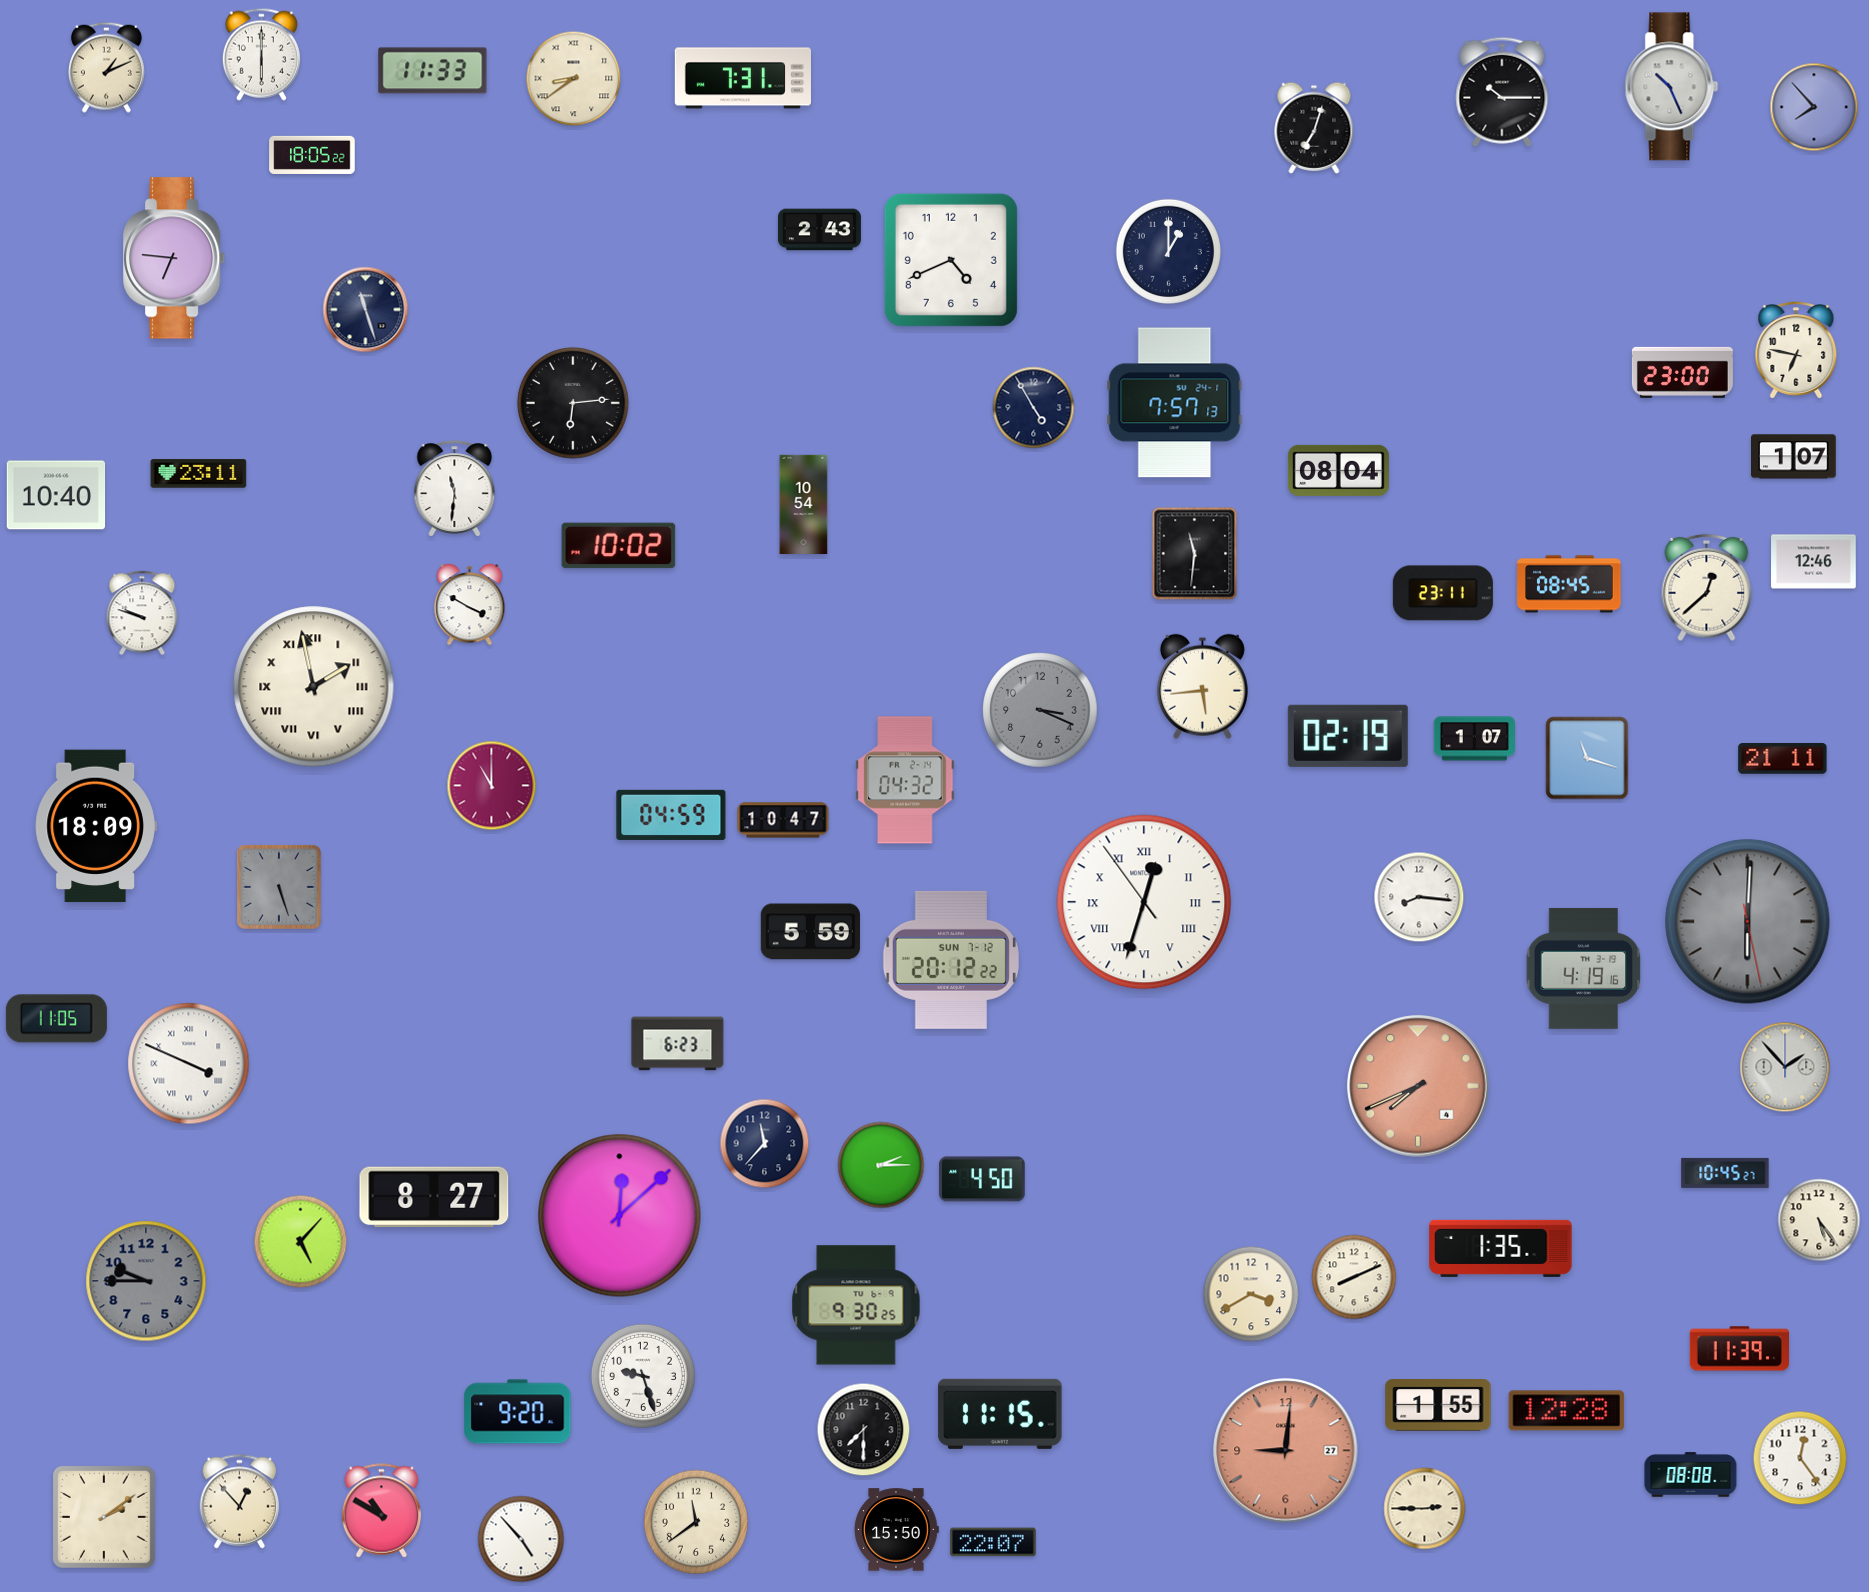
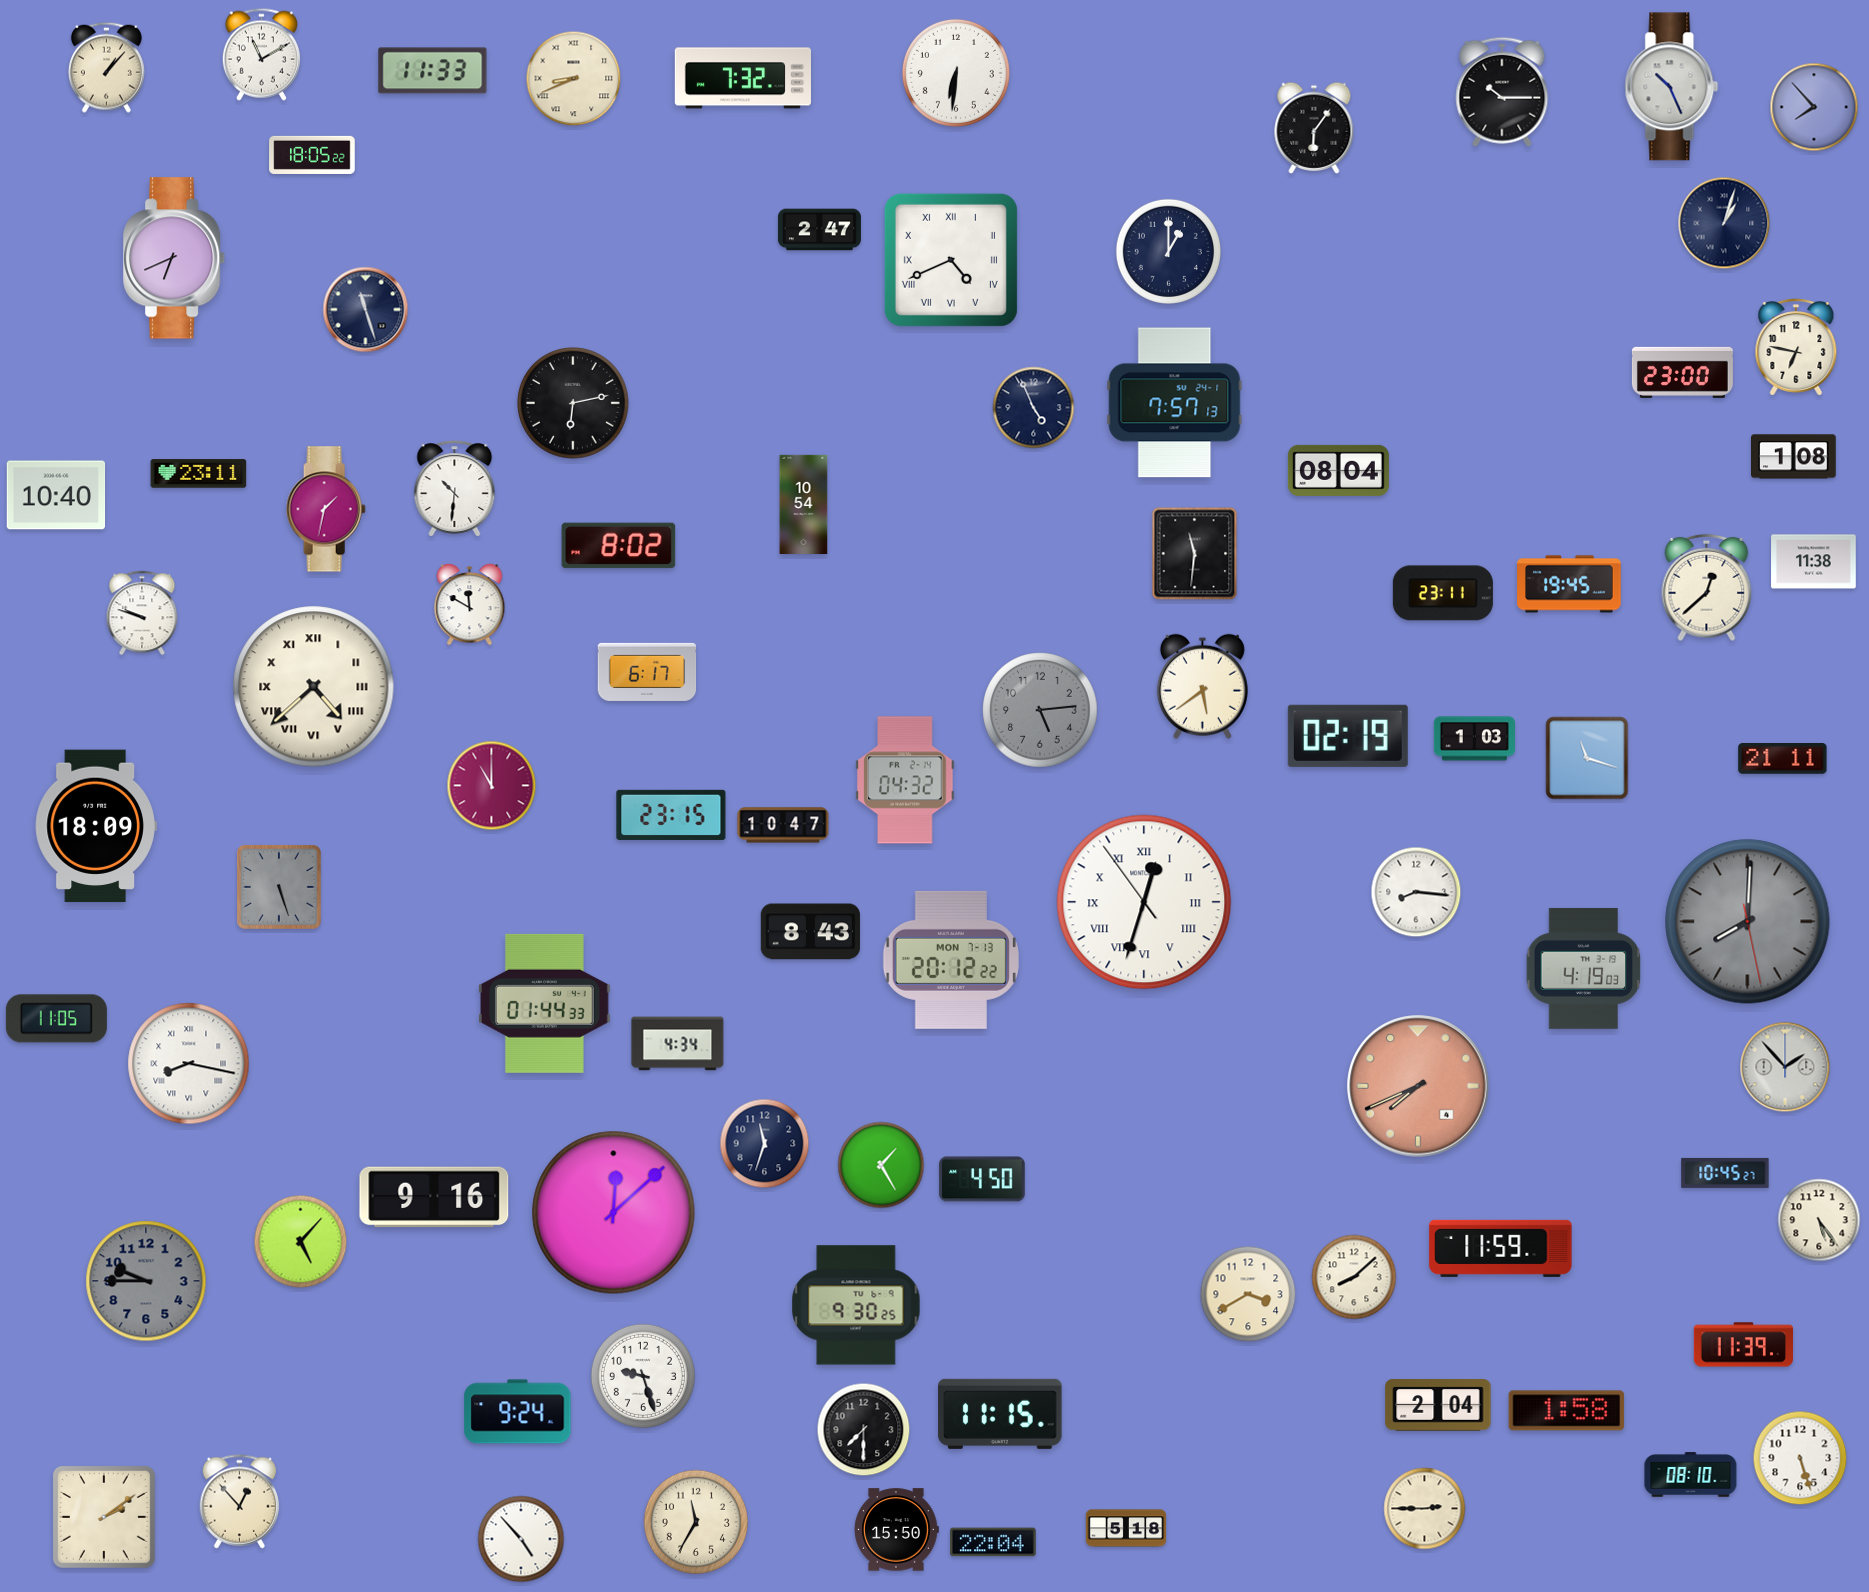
clock at (261, 54): 6:00 -> 11:10
clock at (106, 67): 1:11 -> 1:07
clock at (956, 73): none -> 6:31
clock at (743, 78): 7:31 -> 7:32
clock at (574, 79): 8:39 -> 8:41
clock at (1314, 128): 7:03 -> 6:06
clock at (1724, 223): none -> 1:03
clock at (819, 230): 2:43 -> 2:47
clock at (175, 258): 6:46 -> 6:41
clock at (951, 260) numerals: Arabic -> Roman
clock at (1796, 350) position: (1796, 350) -> (1796, 347)
clock at (573, 403): 6:14 -> 6:13
clock at (1034, 408): 4:55 -> 4:56
clock at (1794, 457): 1:07 -> 1:08
clock at (455, 489): 11:31 -> 10:31
clock at (326, 509): none -> 1:32
clock at (619, 546): 10:02 -> 8:02
clock at (1814, 562): 12:46 -> 11:38
clock at (1569, 584): 08:45 -> 19:45
clock at (470, 605): 3:50 -> 11:50
clock at (647, 672): none -> 6:17
clock at (1202, 686): 5:44 -> 5:39
clock at (314, 687): 1:58 -> 4:38
clock at (1040, 710): 3:19 -> 5:14
clock at (1474, 739): 1:07 -> 1:03
clock at (671, 815): 04:59 -> 23:15
clock at (783, 820) position: (783, 820) -> (783, 825)
clock at (1419, 897) position: (1419, 897) -> (1416, 892)
clock at (1748, 922): 6:00 -> 8:00
clock at (810, 932): 5:59 -> 8:43
clock at (951, 960) date: SUN 7-12 -> MON 7-13
clock at (1584, 968): 4:19:16 -> 4:19:03
clock at (545, 1003): none -> 01:44
clock at (678, 1044): 6:23 -> 4:34
clock at (189, 1064): 3:49 -> 8:17
clock at (765, 1144): 11:37 -> 11:33
clock at (881, 1165): 2:15 -> 1:25
clock at (434, 1197): 8:27 -> 9:16
clock at (620, 1216) position: (620, 1216) -> (614, 1213)
clock at (1501, 1248): 1:35 -> 11:59
clock at (1354, 1277): 8:11 -> 8:08
clock at (1251, 1294) position: (1251, 1294) -> (1248, 1294)
clock at (1739, 1349) position: (1739, 1349) -> (1743, 1345)
clock at (1438, 1405): 1:55 -> 2:04
clock at (1567, 1411): 12:28 -> 1:58
clock at (518, 1412): 9:20 -> 9:24
clock at (1286, 1451): 9:01 -> none
clock at (1800, 1458): 12:24 -> 5:27
clock at (1691, 1475): 08:08 -> 08:10
clock at (382, 1511): 10:50 -> none
clock at (696, 1522): 11:39 -> 11:35
clock at (1126, 1528): none -> 5:18
clock at (993, 1542): 22:07 -> 22:04
